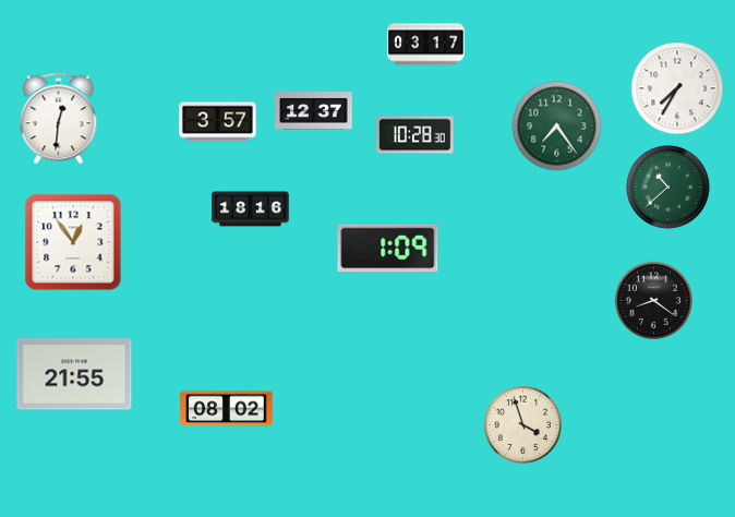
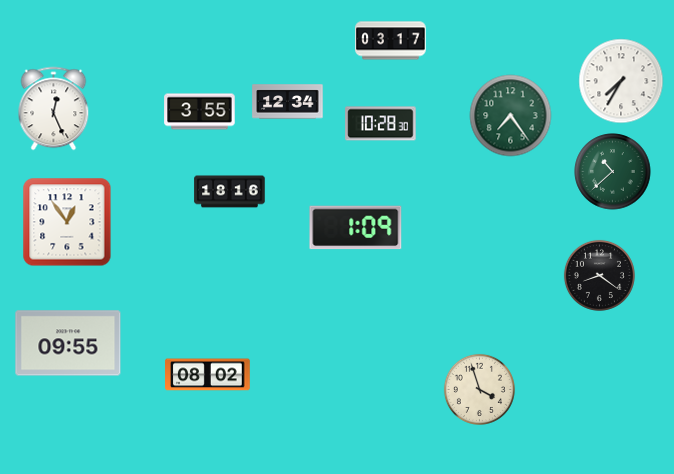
clock at (314, 111): 12:37 -> 12:34
clock at (59, 119): 12:31 -> 12:26
clock at (218, 122): 3:57 -> 3:55
clock at (74, 374): 21:55 -> 09:55
